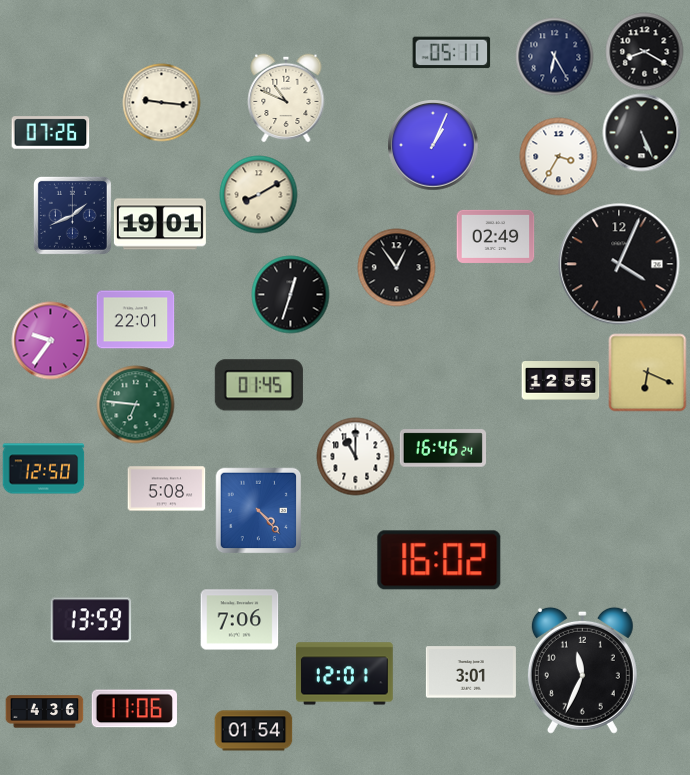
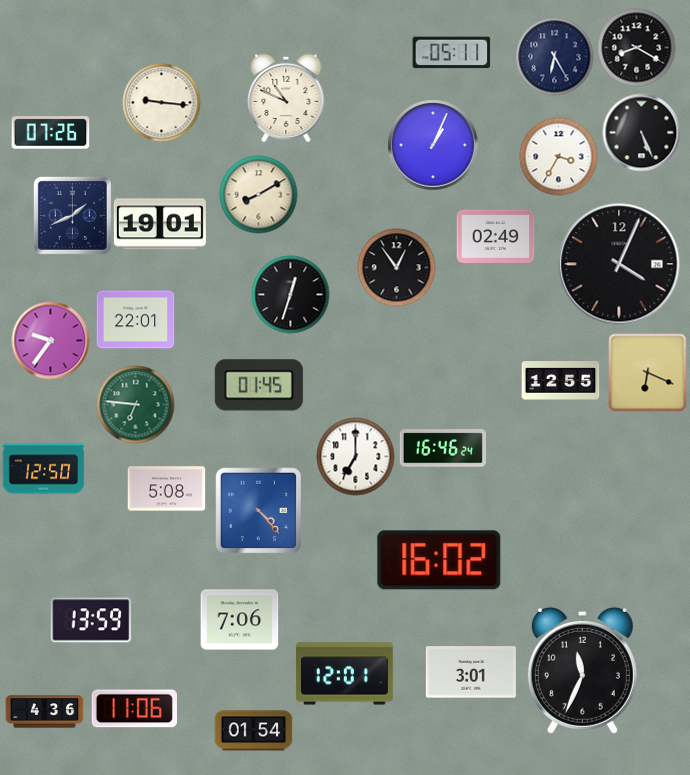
clock at (644, 51) position: (644, 51) -> (636, 47)
clock at (355, 456): 11:00 -> 7:00
